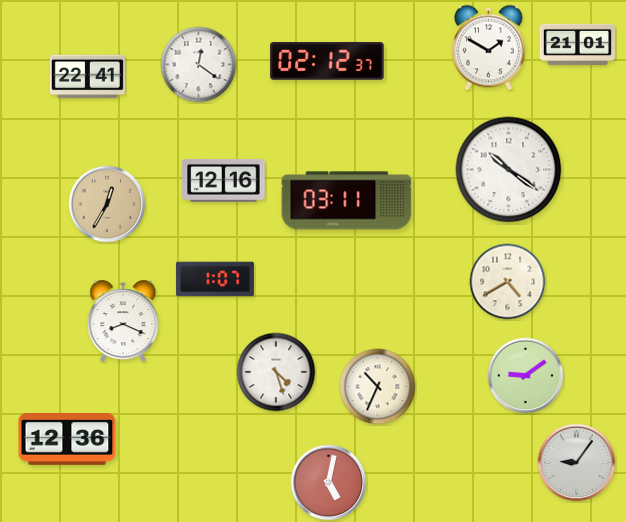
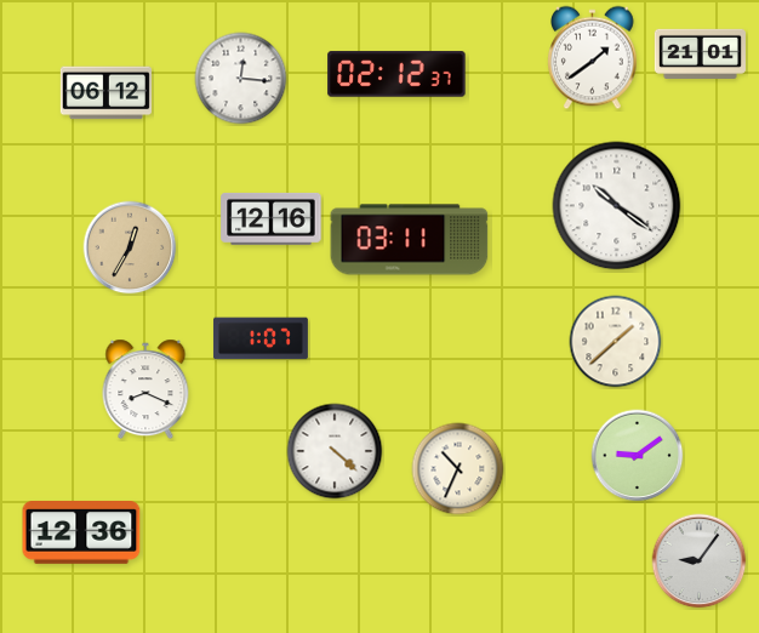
clock at (489, 48): 1:50 -> 1:39
clock at (199, 65): 12:21 -> 12:16
clock at (87, 77): 22:41 -> 06:12
clock at (347, 201) position: (347, 201) -> (410, 240)
clock at (508, 282): 4:40 -> 1:38
clock at (123, 321) position: (123, 321) -> (145, 389)
clock at (276, 372): 4:27 -> 4:22
clock at (329, 483): 5:02 -> none
